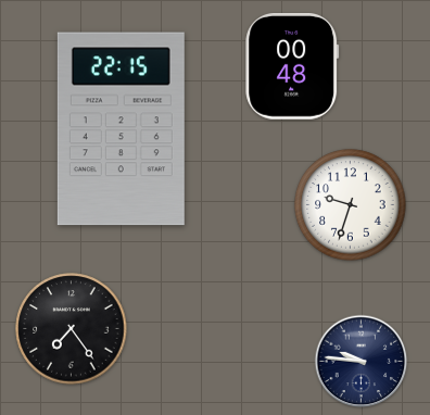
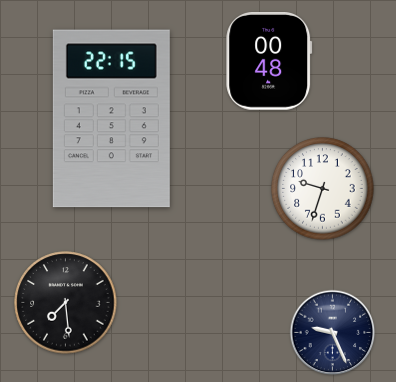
clock at (72, 329): 7:24 -> 7:29
clock at (362, 362): 9:46 -> 9:26
